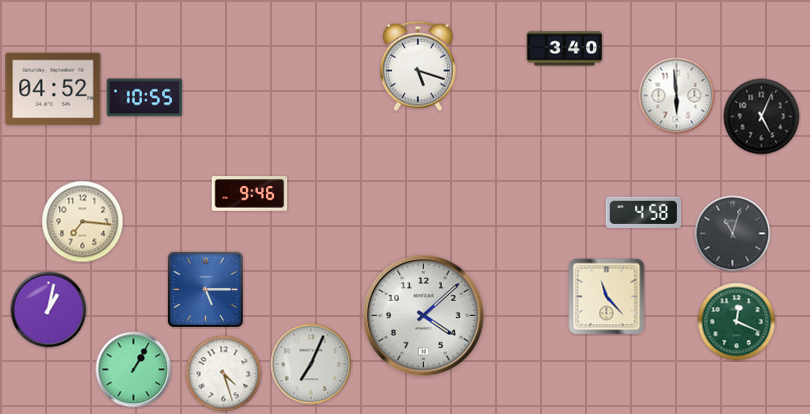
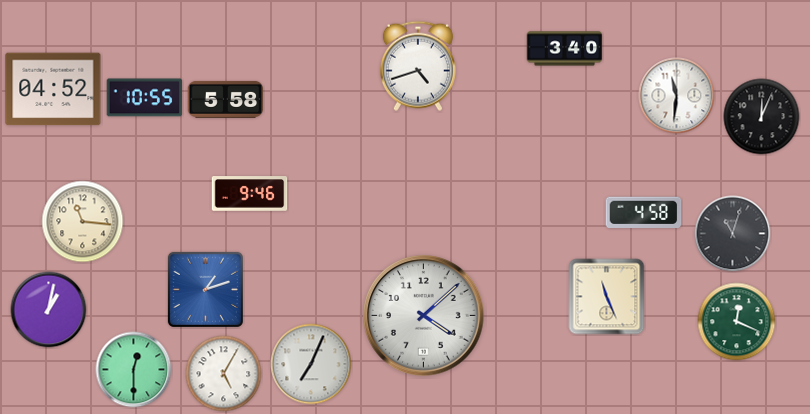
clock at (418, 66): 5:18 -> 4:42
clock at (677, 96): 5:59 -> 11:31
clock at (226, 99): none -> 5:58
clock at (762, 117): 5:04 -> 12:04
clock at (83, 222): 7:16 -> 11:16
clock at (205, 289): 5:15 -> 1:12
clock at (607, 297): 11:23 -> 11:26
clock at (134, 370): 1:05 -> 12:30
clock at (224, 374): 4:27 -> 5:05
